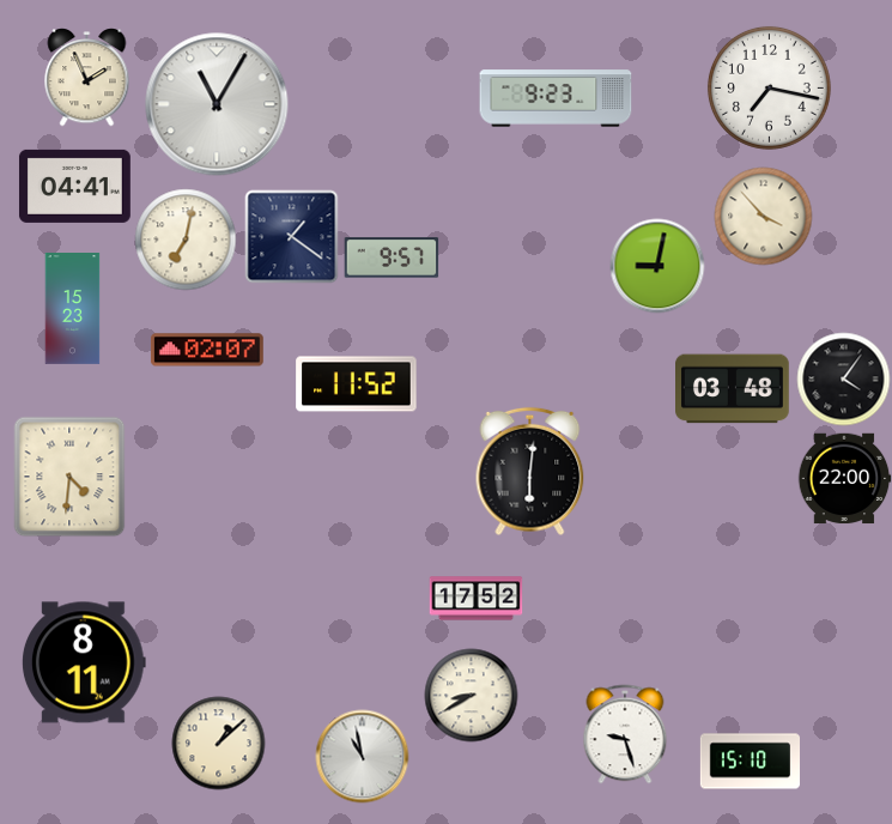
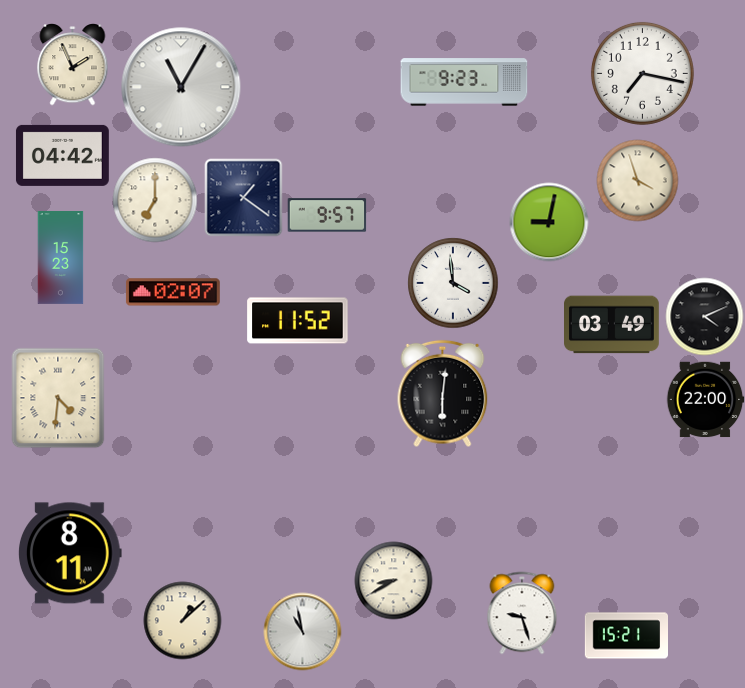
clock at (74, 186): 04:41 -> 04:42
clock at (763, 216): 3:53 -> 3:57
clock at (186, 240): 7:02 -> 7:00
clock at (453, 283): none -> 3:59
clock at (843, 378): 4:06 -> 4:11
clock at (733, 389): 03:48 -> 03:49
clock at (475, 599): 17:52 -> none
clock at (750, 762): 15:10 -> 15:21
